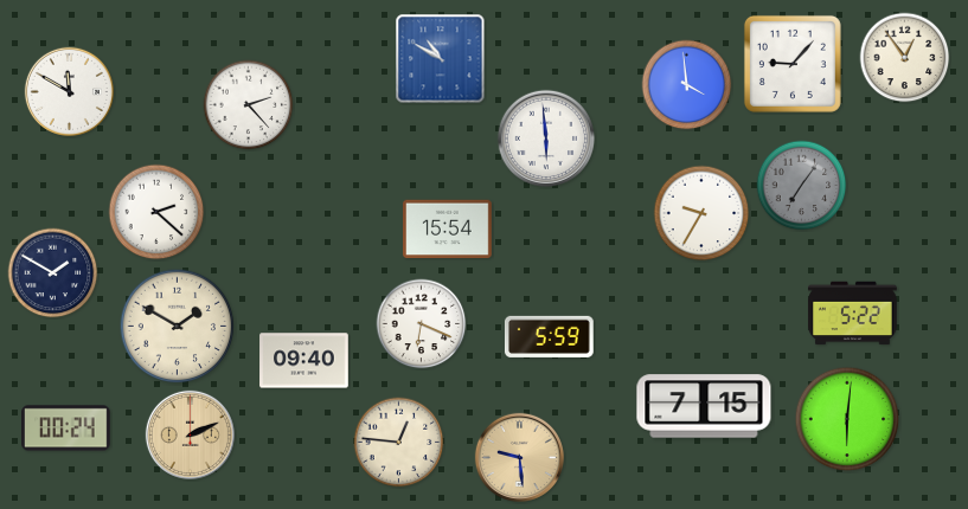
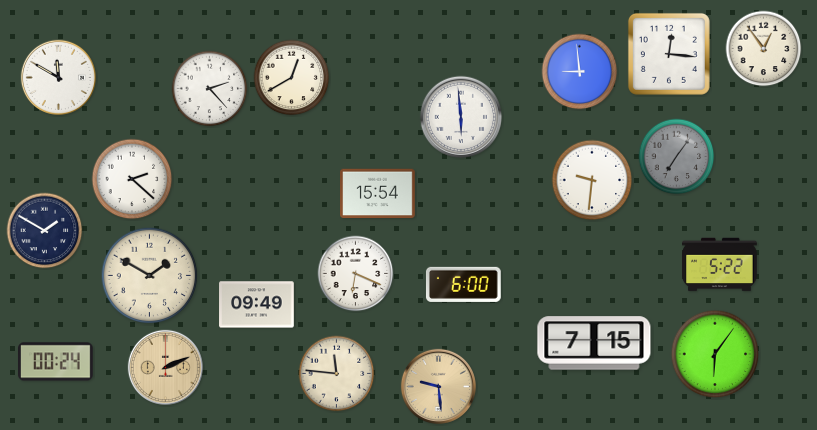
clock at (441, 59): 10:50 -> none
clock at (793, 64): 9:07 -> 12:16
clock at (687, 85): 3:59 -> 8:59
clock at (292, 78): none -> 12:40
clock at (701, 213): 9:35 -> 9:31
clock at (549, 336): 5:59 -> 6:00
clock at (304, 361): 09:40 -> 09:49
clock at (847, 419): 6:01 -> 6:06
clock at (190, 434) position: (190, 434) -> (165, 367)
clock at (399, 443): 12:46 -> 11:46
